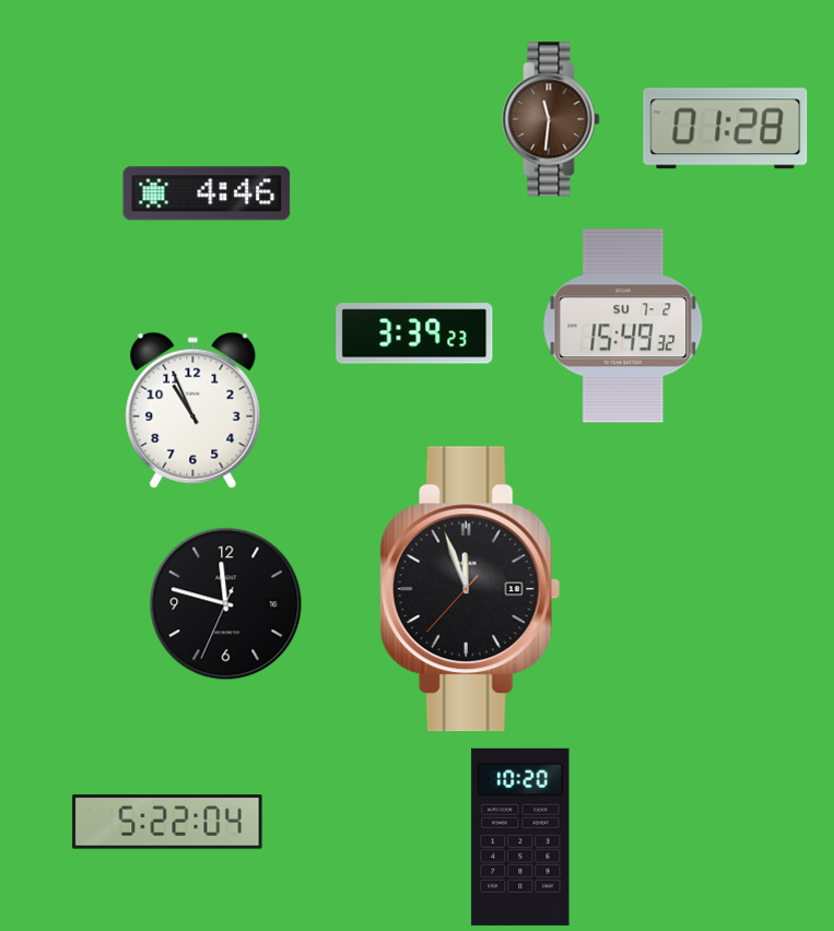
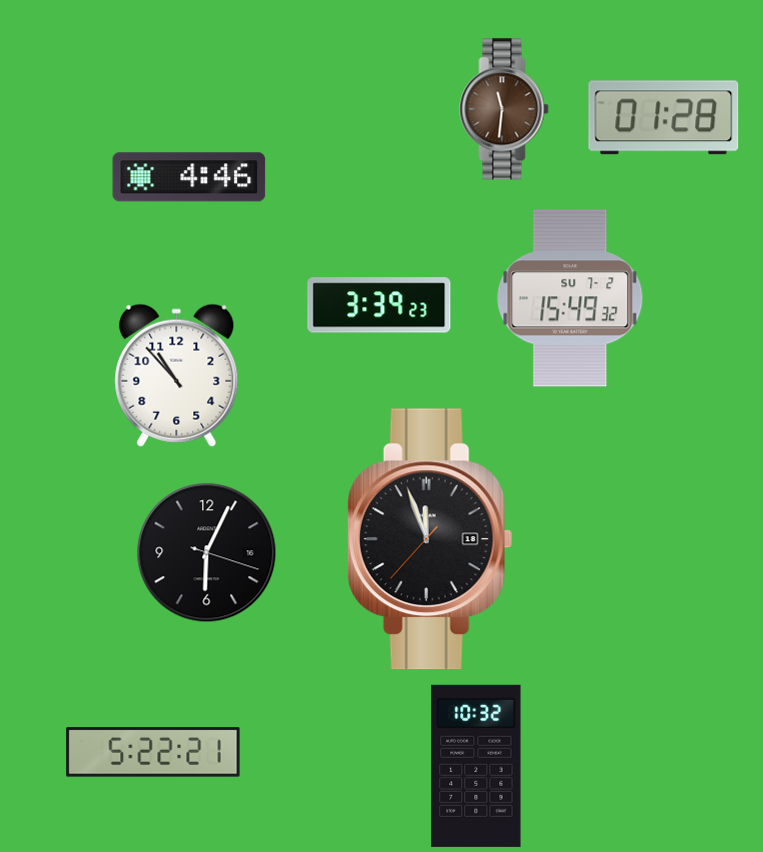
clock at (193, 410): 10:56 -> 10:53
clock at (226, 604): 11:47 -> 6:04
clock at (167, 822): 5:22:04 -> 5:22:21
clock at (520, 837): 10:20 -> 10:32
